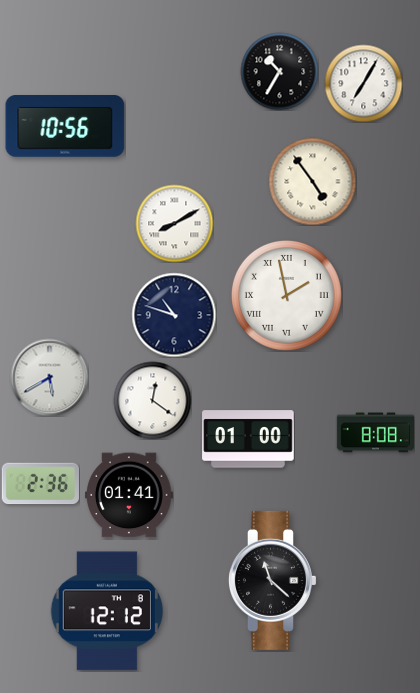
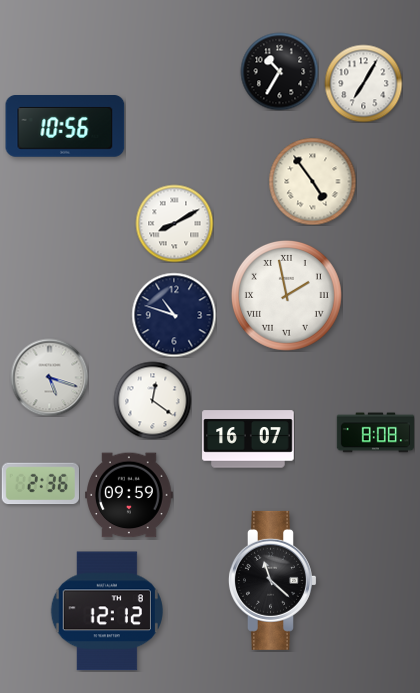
clock at (49, 377): 5:40 -> 5:18
clock at (248, 439): 01:00 -> 16:07
clock at (130, 495): 01:41 -> 09:59
